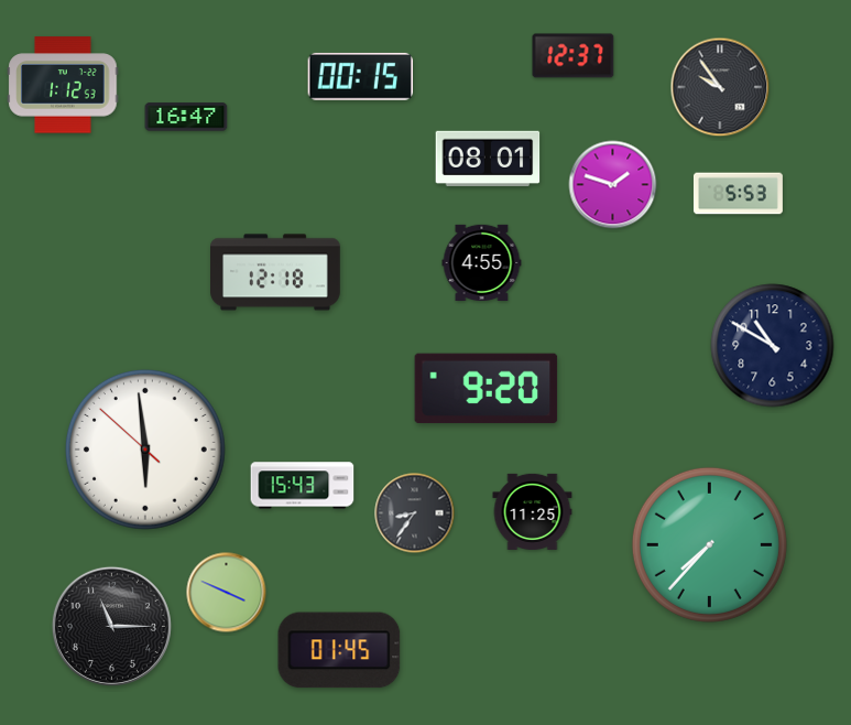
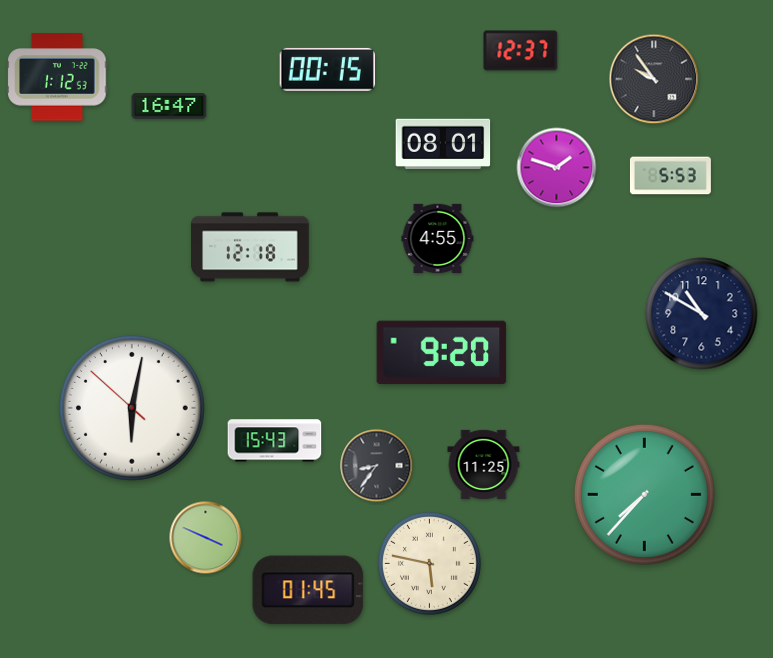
clock at (145, 450): 5:58 -> 6:01
clock at (429, 563): none -> 5:47
clock at (111, 626): 11:15 -> none
